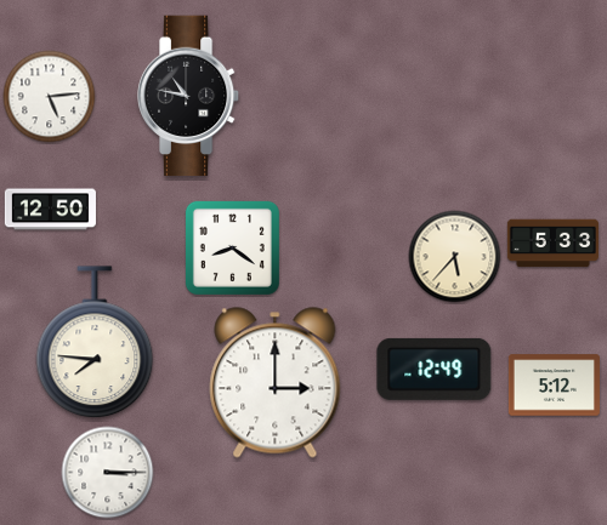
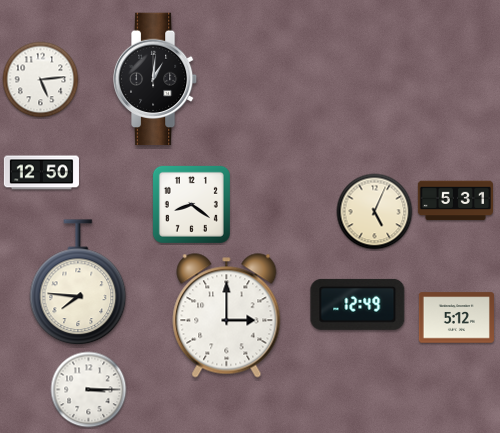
clock at (188, 96): 10:47 -> 1:01
clock at (552, 244): 5:33 -> 5:31
clock at (455, 257): 5:37 -> 5:04
